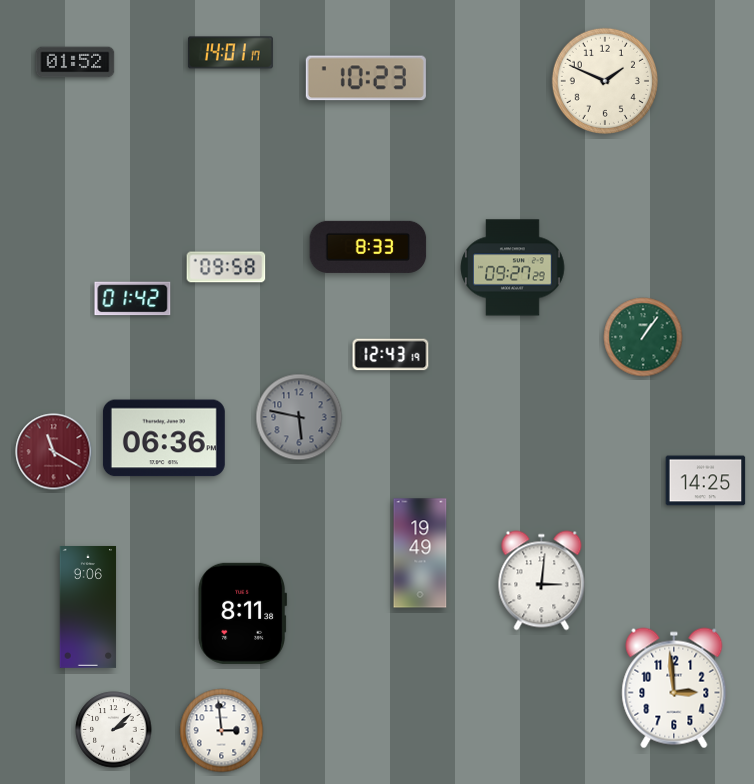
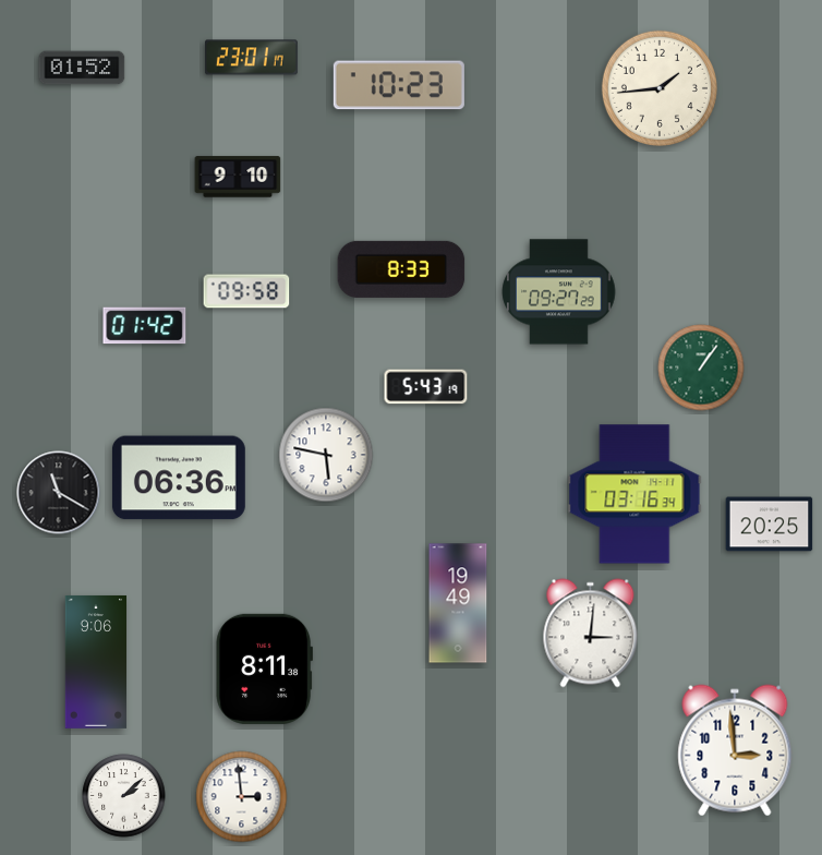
clock at (230, 53): 14:01 -> 23:01
clock at (605, 81): 1:49 -> 1:44
clock at (238, 177): none -> 9:10
clock at (391, 355): 12:43 -> 5:43
clock at (299, 417) dial: grey -> white
clock at (54, 452) dial: burgundy -> black
clock at (634, 494): none -> 03:16
clock at (706, 481): 14:25 -> 20:25
